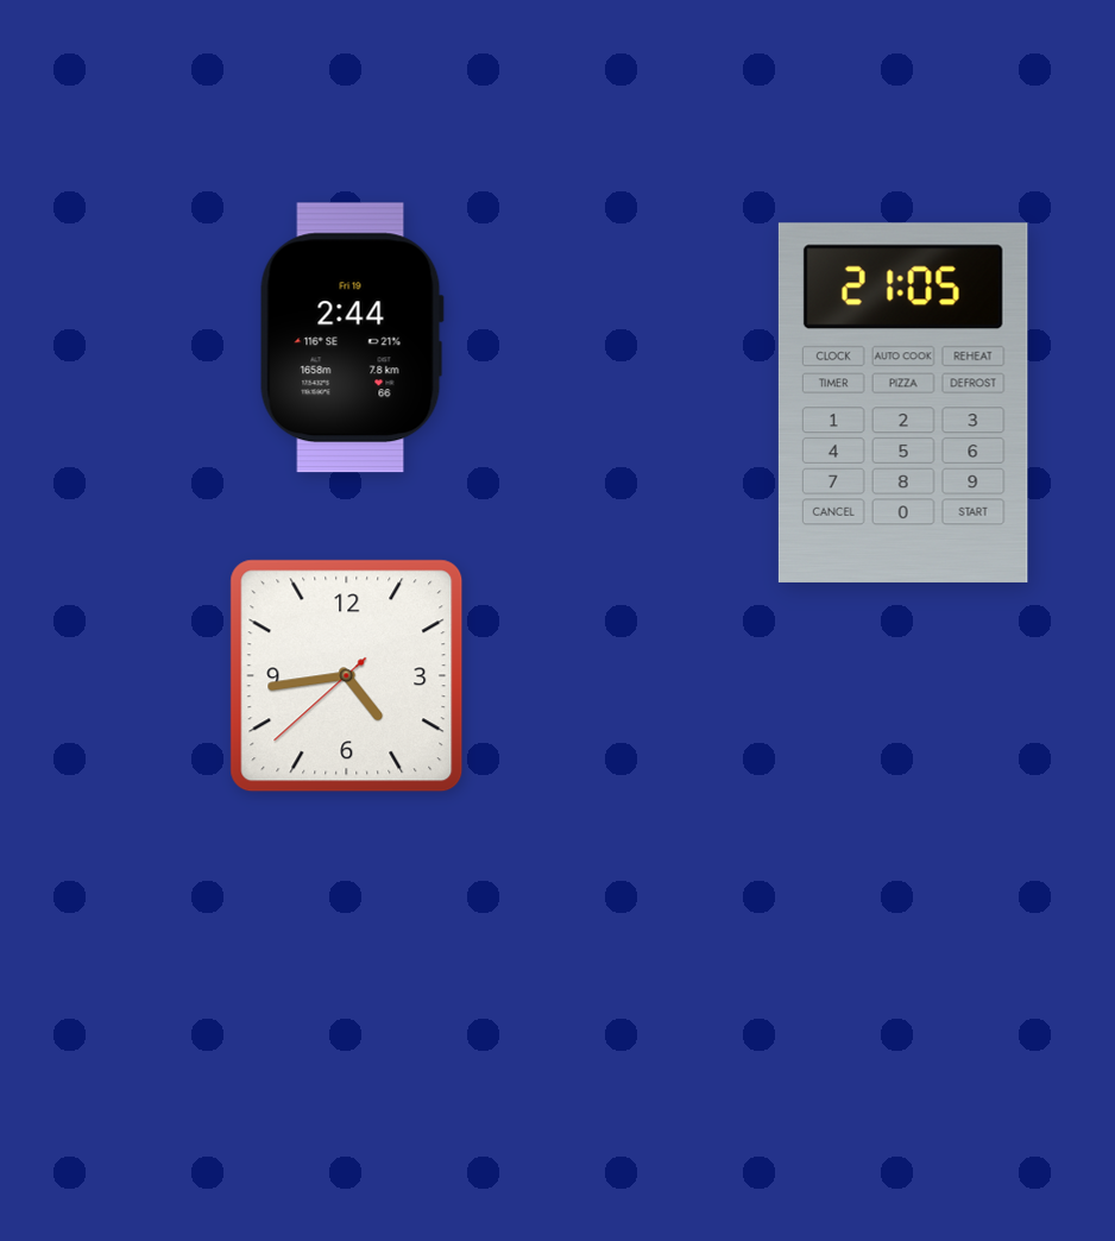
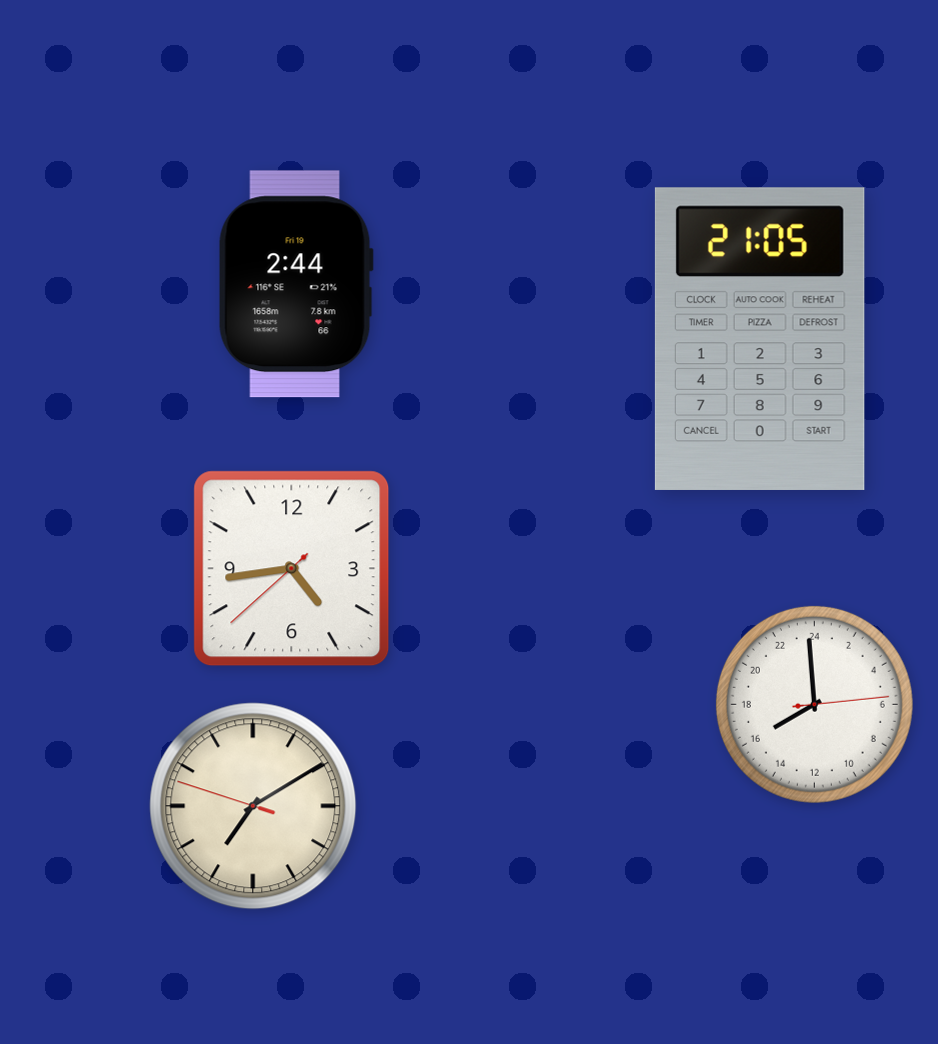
clock at (814, 704): none -> 15:59
clock at (253, 806): none -> 7:09
